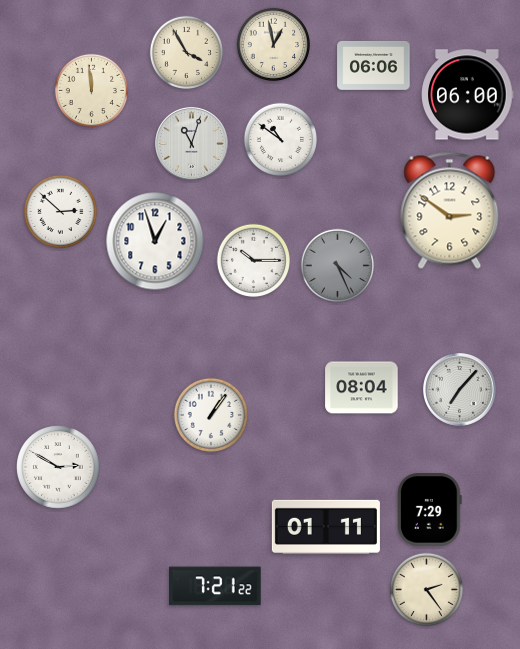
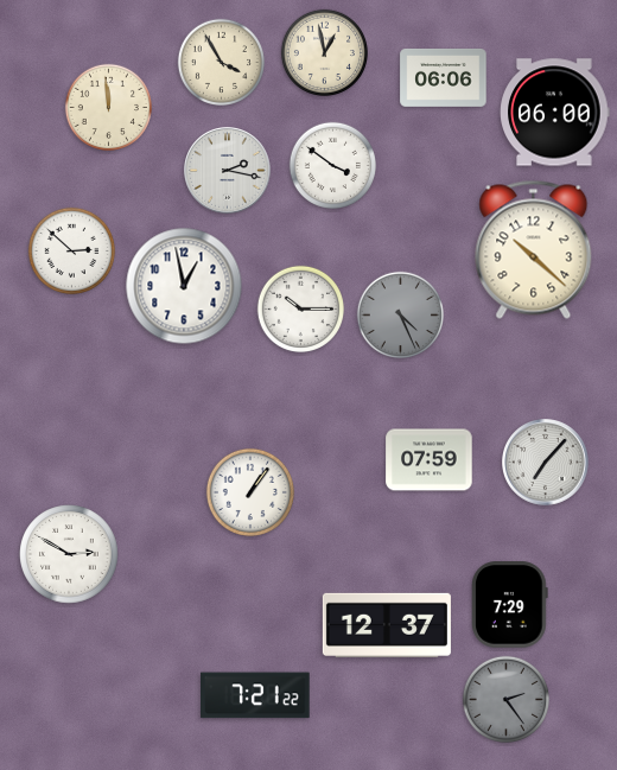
clock at (280, 139): 10:51 -> 3:51
clock at (192, 144): 11:03 -> 2:17
clock at (450, 210): 2:51 -> 10:22
clock at (155, 241): 12:57 -> 12:58
clock at (362, 388): 08:04 -> 07:59
clock at (326, 527): 01:11 -> 12:37
clock at (426, 589) dial: cream -> grey
